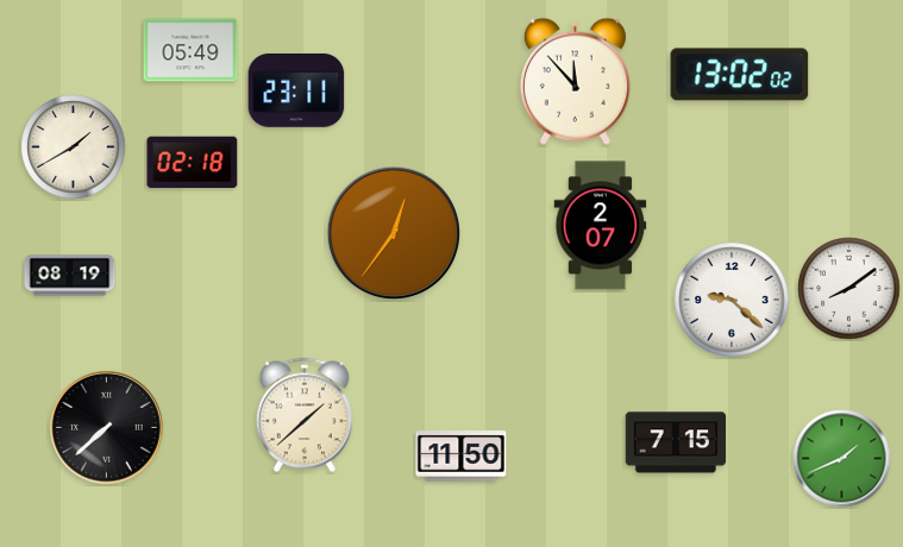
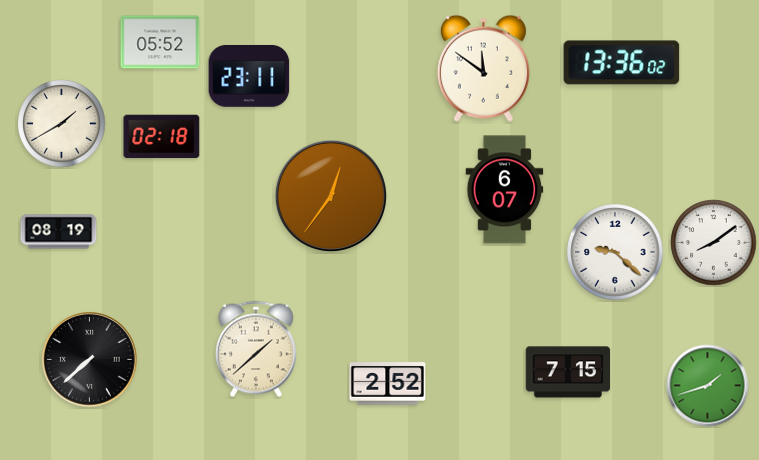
clock at (190, 50): 05:49 -> 05:52
clock at (740, 75): 13:02 -> 13:36
clock at (575, 81): 11:53 -> 11:51
clock at (601, 226): 2:07 -> 6:07
clock at (462, 457): 11:50 -> 2:52
clock at (842, 459): 1:41 -> 1:42
